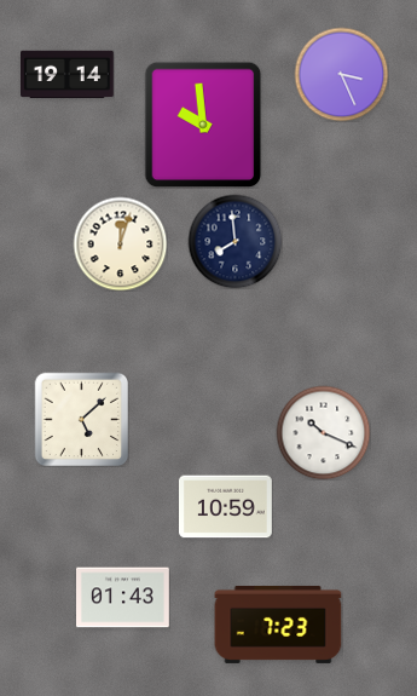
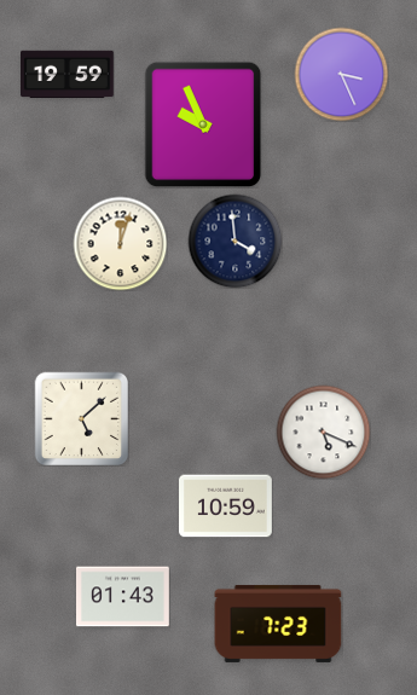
clock at (68, 74): 19:14 -> 19:59
clock at (203, 125): 9:59 -> 9:56
clock at (234, 241): 7:59 -> 3:59
clock at (323, 432): 10:19 -> 5:19
